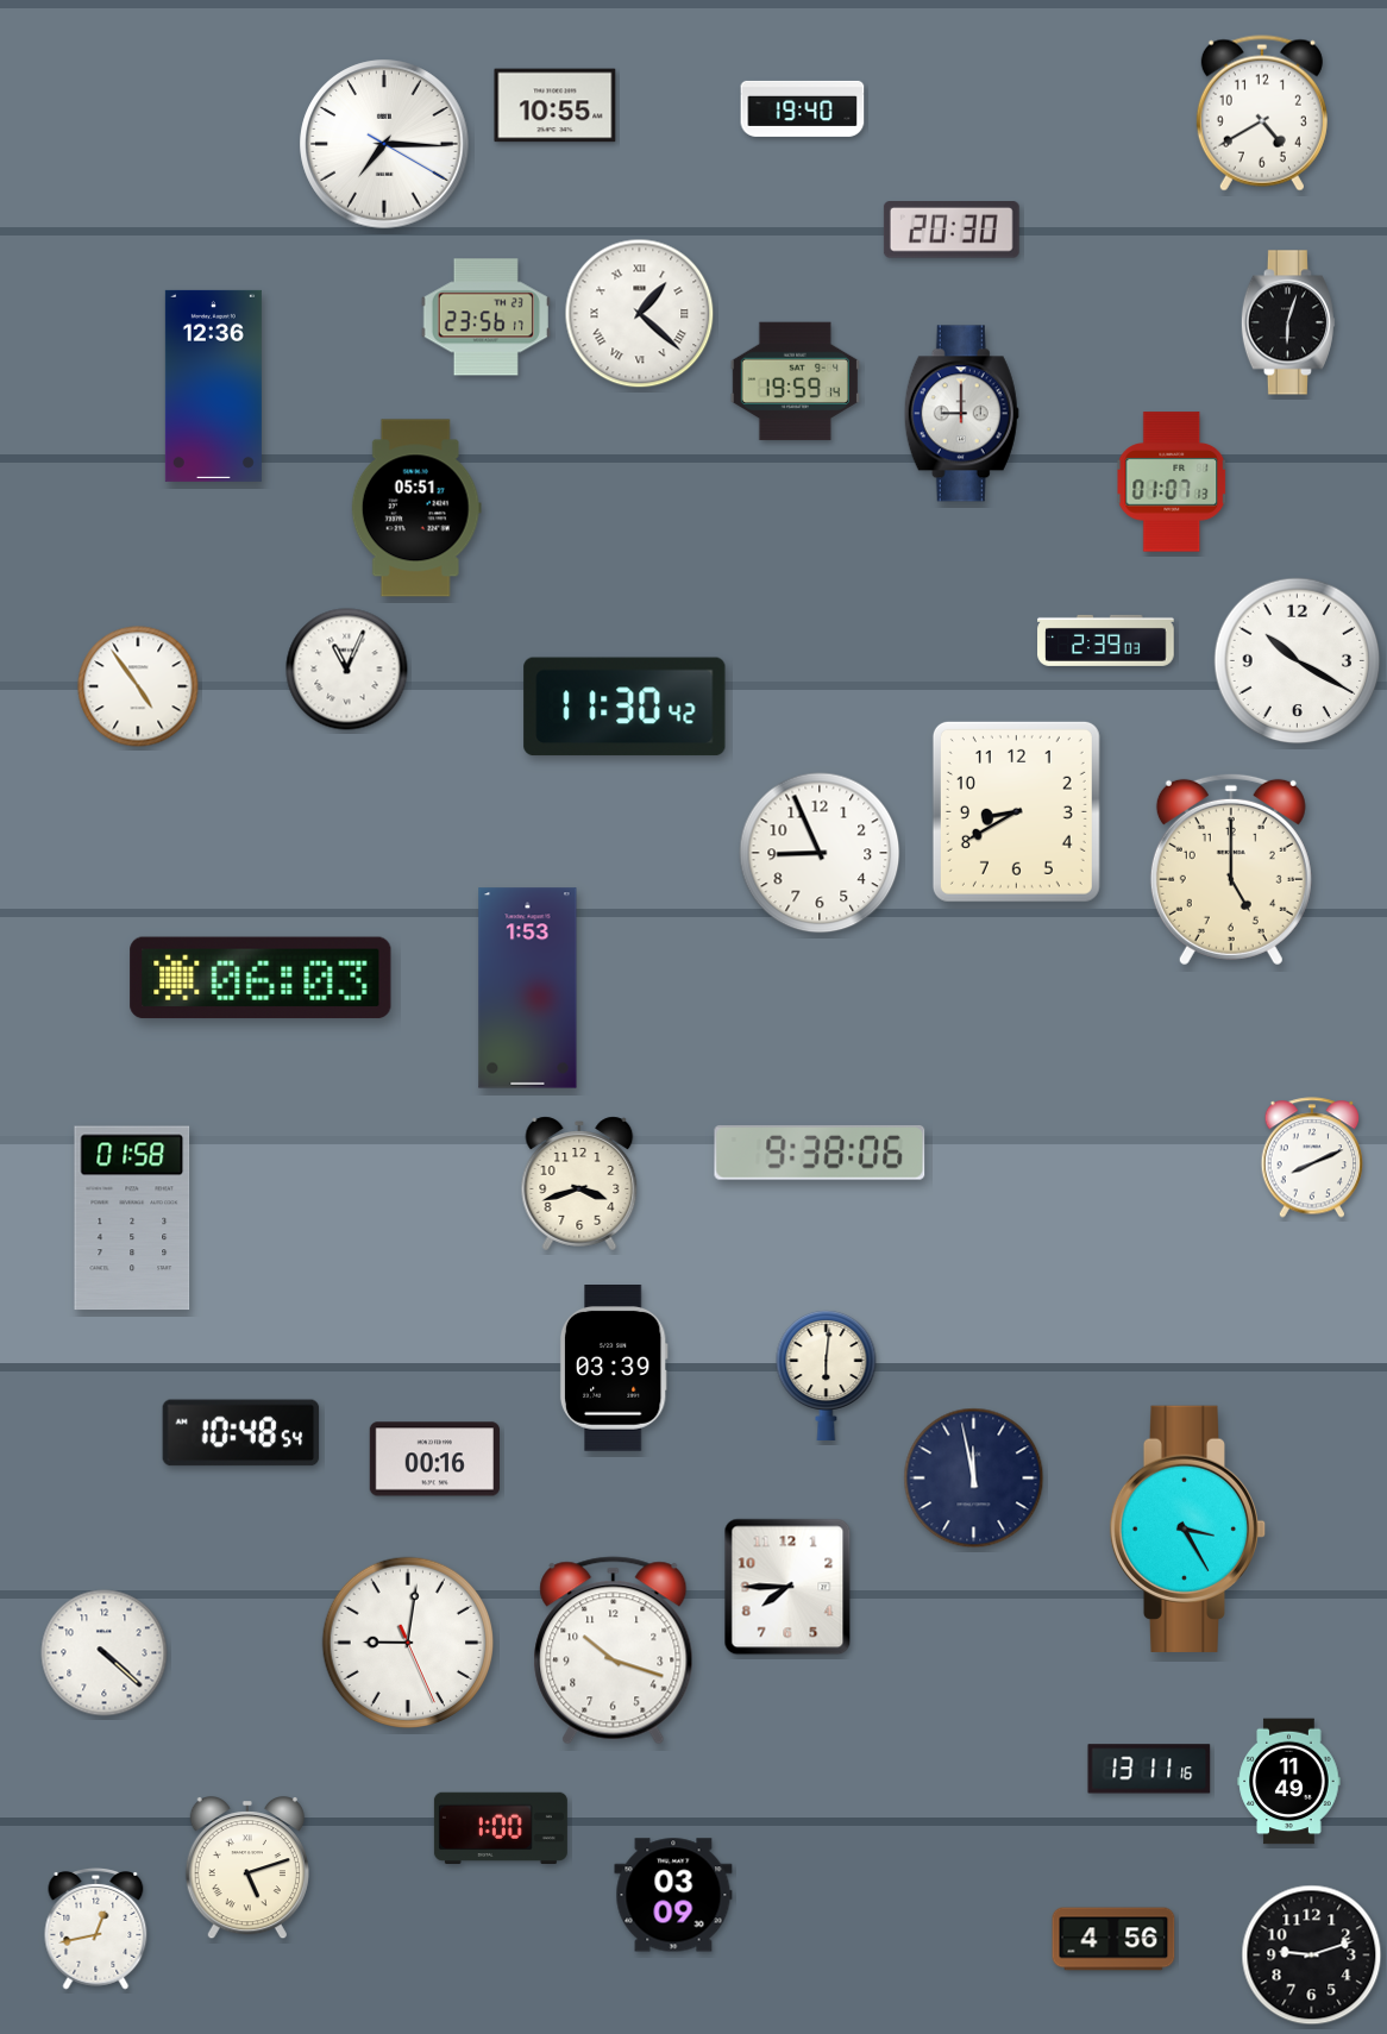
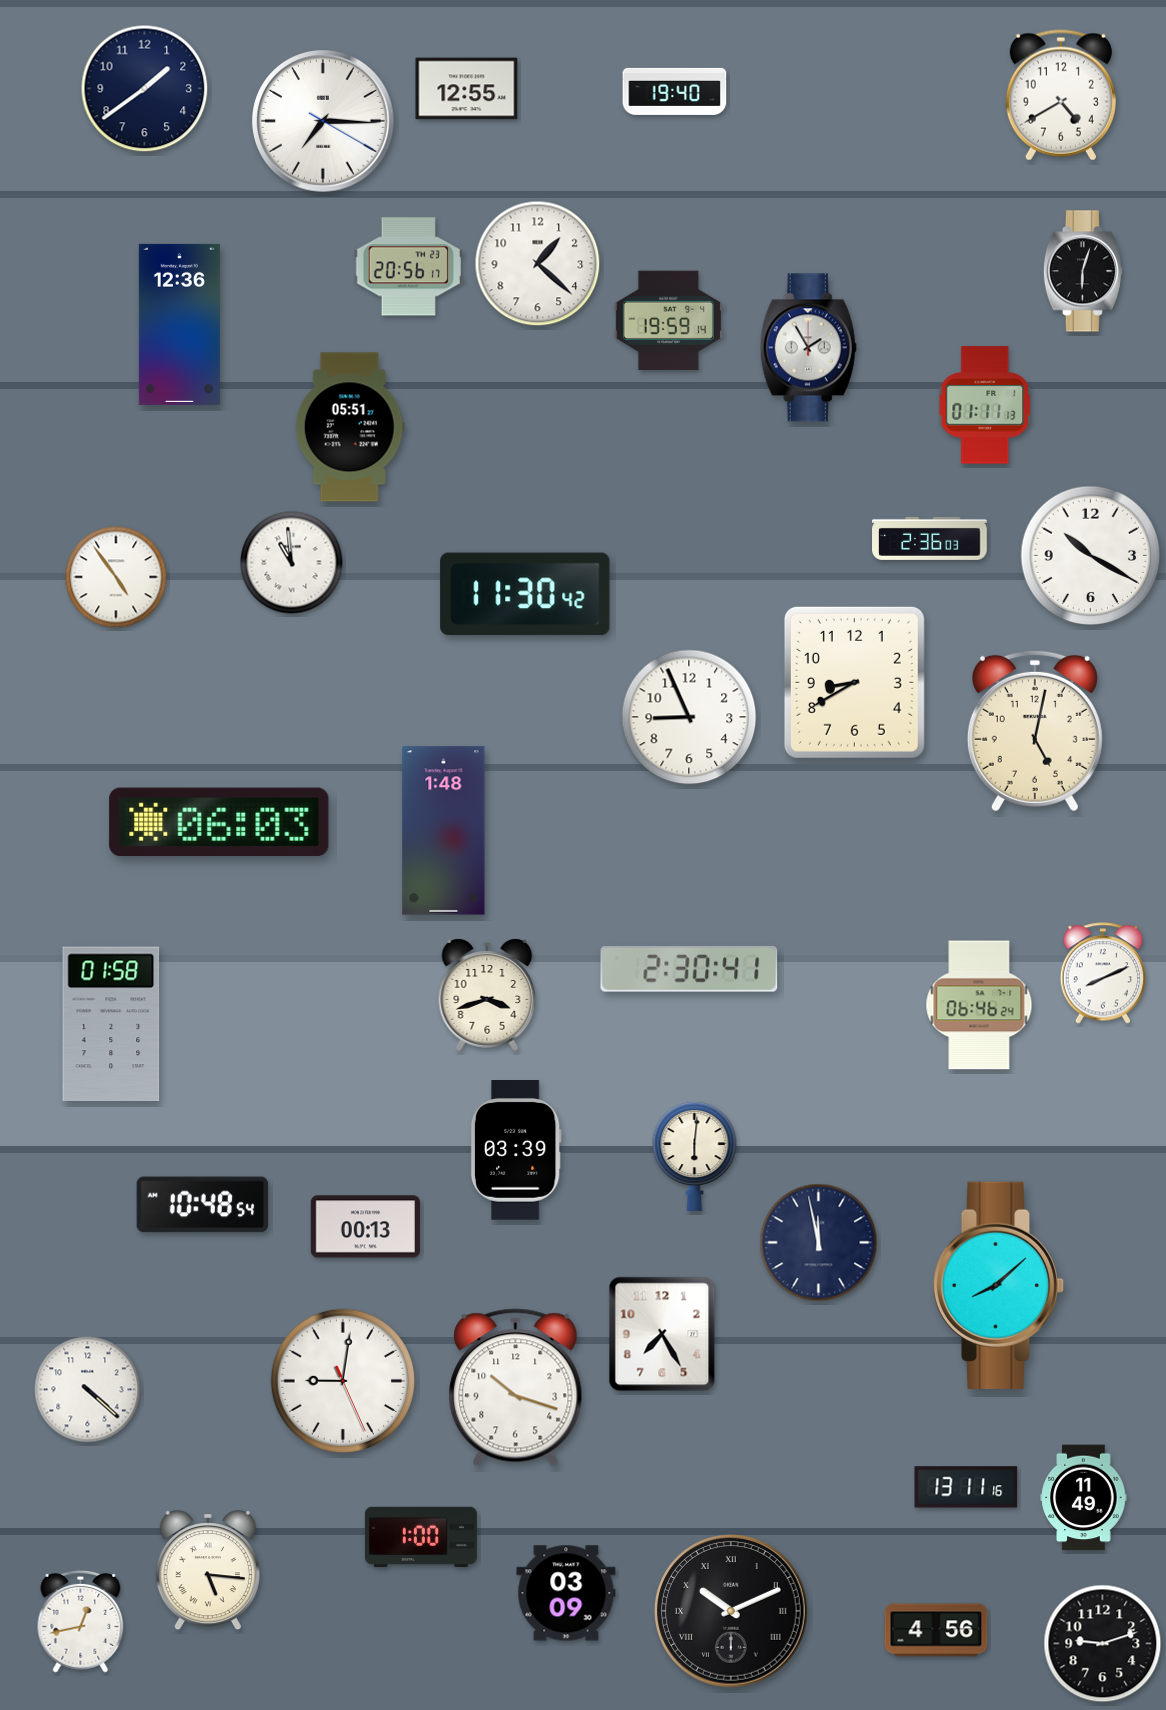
clock at (145, 89): none -> 1:39
clock at (556, 106): 10:55 -> 12:55
clock at (952, 231): 20:30 -> none
clock at (640, 314) numerals: Roman -> Arabic
clock at (485, 318): 23:56 -> 20:56
clock at (961, 414): 9:00 -> 1:55
clock at (1172, 482): 01:07 -> 01:11
clock at (1106, 640): 2:39 -> 2:36
clock at (347, 670): 11:04 -> 10:59
clock at (1231, 870): 5:00 -> 5:02
clock at (528, 988): 1:53 -> 1:48
clock at (820, 1153): 9:38 -> 2:30
clock at (979, 1005): none -> 06:46
clock at (434, 1459): 00:16 -> 00:13
clock at (1188, 1528): 3:25 -> 8:08
clock at (787, 1587): 7:45 -> 7:25
clock at (247, 1869): 5:12 -> 5:16
clock at (731, 1611): none -> 10:11
